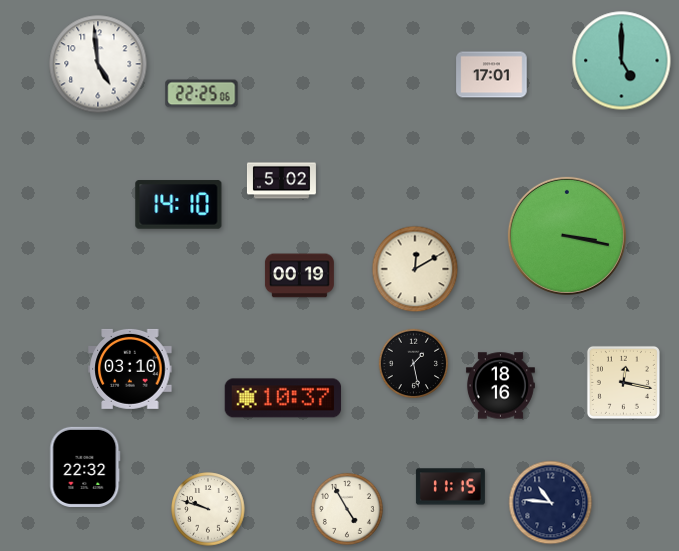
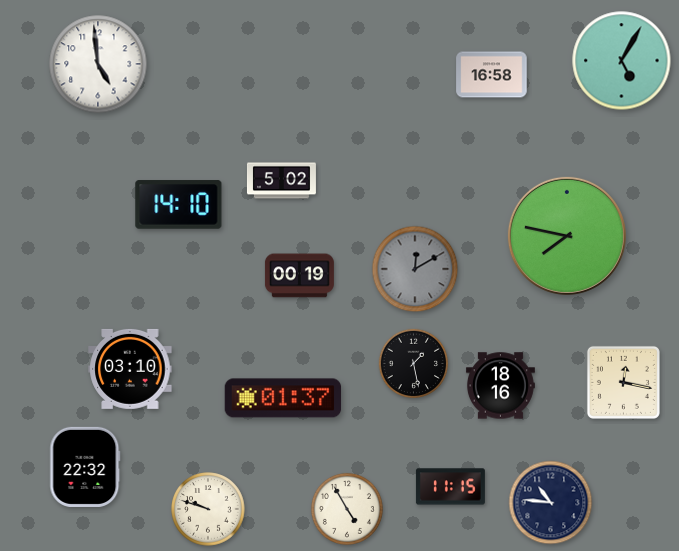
clock at (622, 61): 5:00 -> 5:05
clock at (492, 75): 17:01 -> 16:58
clock at (202, 94): 22:25 -> none
clock at (567, 236): 3:17 -> 7:47
clock at (415, 269) dial: cream -> grey
clock at (283, 398): 10:37 -> 01:37
